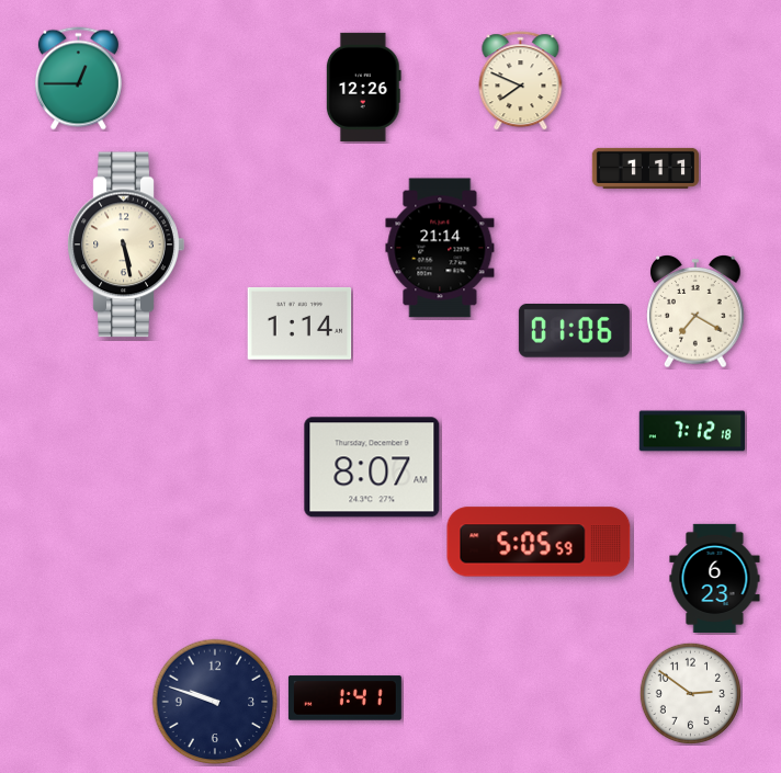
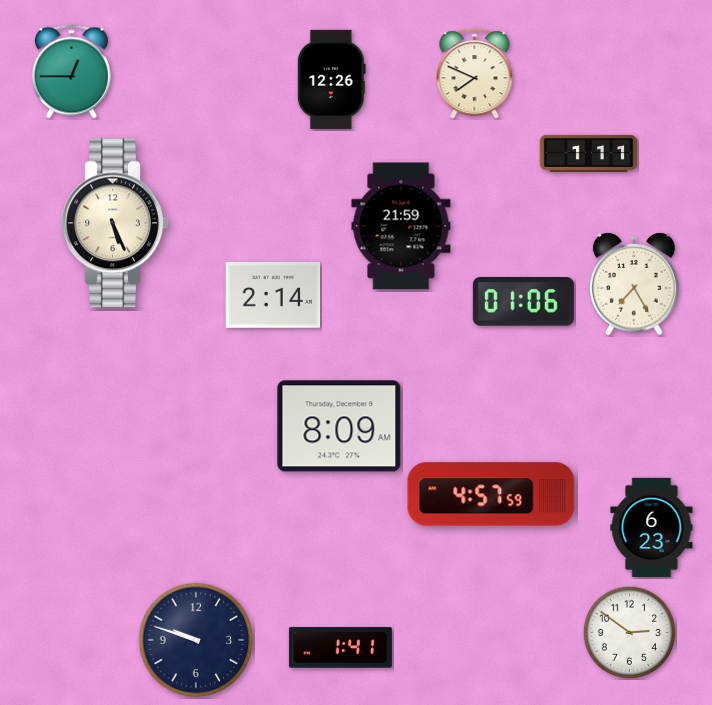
clock at (126, 245): 5:28 -> 5:26
clock at (440, 248): 21:14 -> 21:59
clock at (695, 312): 7:20 -> 7:25
clock at (299, 323): 1:14 -> 2:14
clock at (692, 431): 7:12 -> none
clock at (372, 467): 8:07 -> 8:09
clock at (539, 542): 5:05 -> 4:57
clock at (344, 698) position: (344, 698) -> (340, 648)
